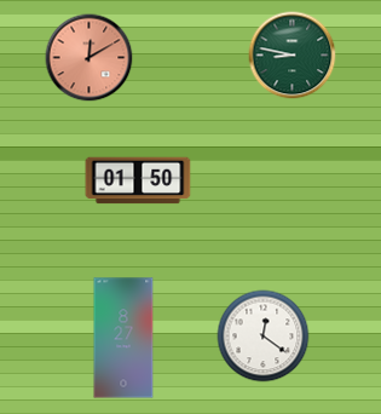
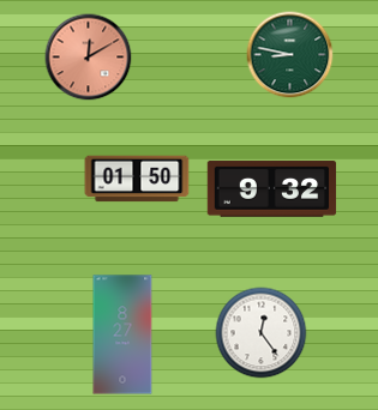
clock at (272, 189): none -> 9:32
clock at (264, 337): 12:21 -> 12:24
